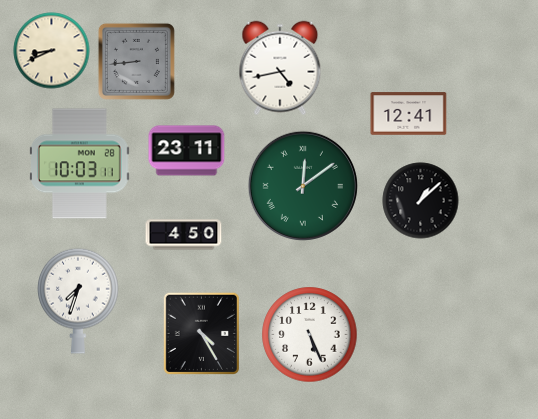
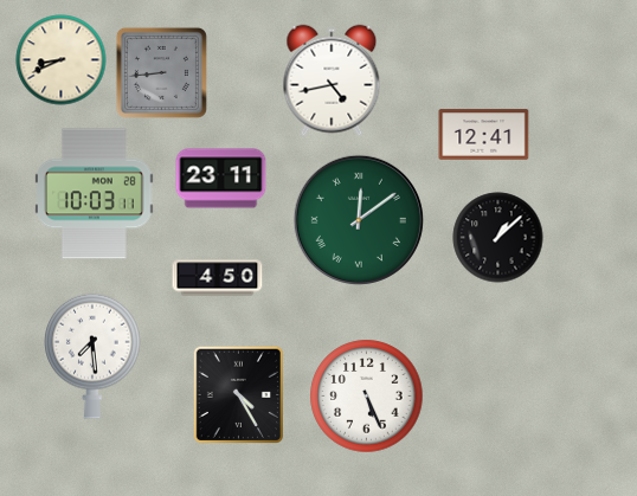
clock at (78, 301): 7:33 -> 7:29
